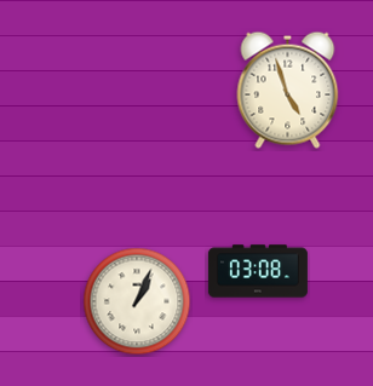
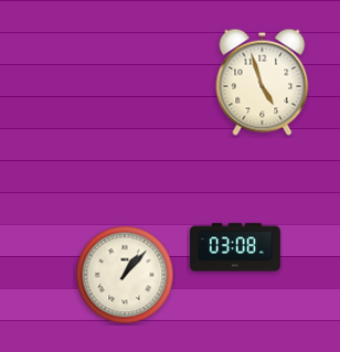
clock at (137, 301): 1:04 -> 1:07
